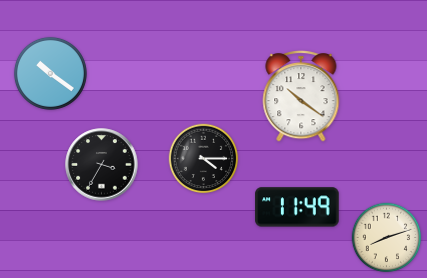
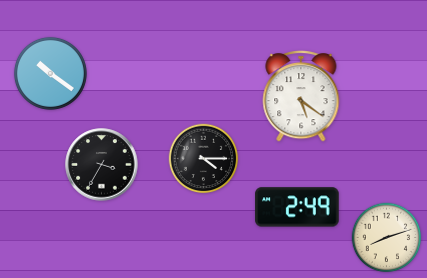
clock at (301, 97): 10:21 -> 5:21
clock at (297, 207): 11:49 -> 2:49
